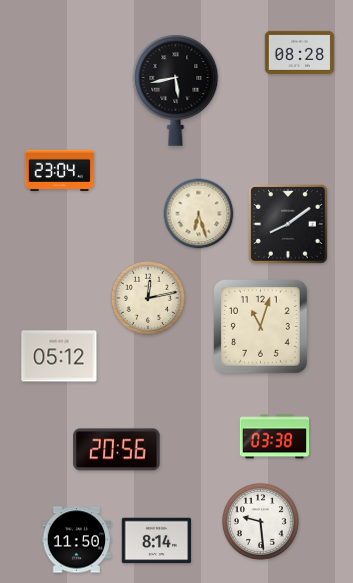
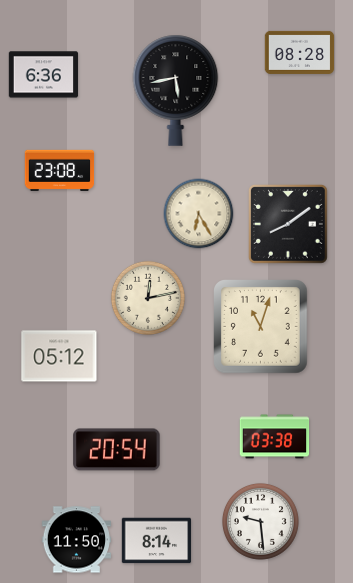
clock at (44, 75): none -> 6:36
clock at (60, 170): 23:04 -> 23:08
clock at (199, 214): 6:27 -> 6:25
clock at (117, 450): 20:56 -> 20:54
